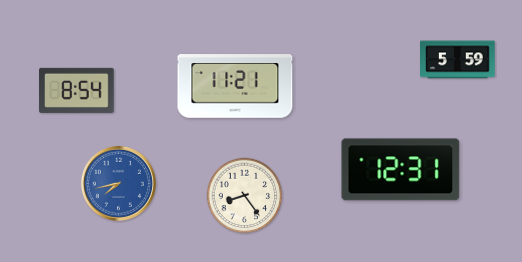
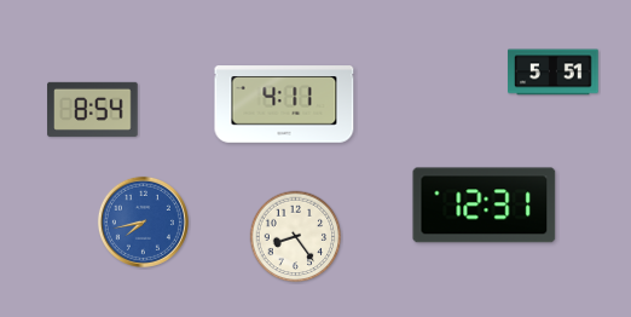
clock at (458, 60): 5:59 -> 5:51
clock at (235, 86): 11:21 -> 4:11
